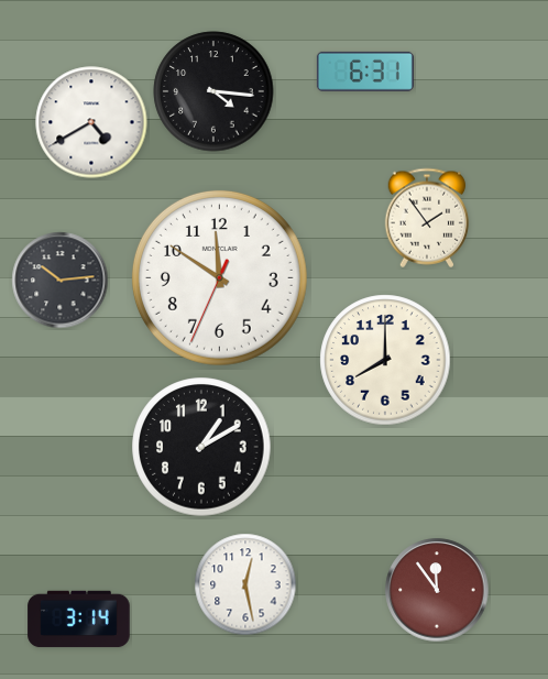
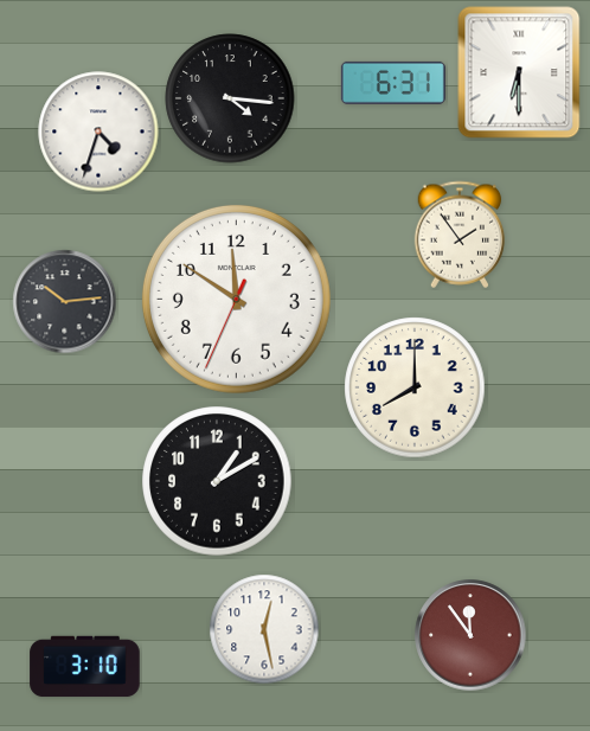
clock at (519, 72): none -> 6:30
clock at (365, 72) position: (365, 72) -> (393, 83)
clock at (91, 122): 4:40 -> 4:33
clock at (79, 620): 3:14 -> 3:10
